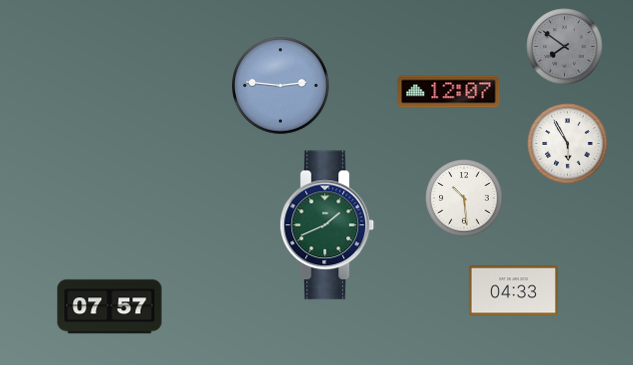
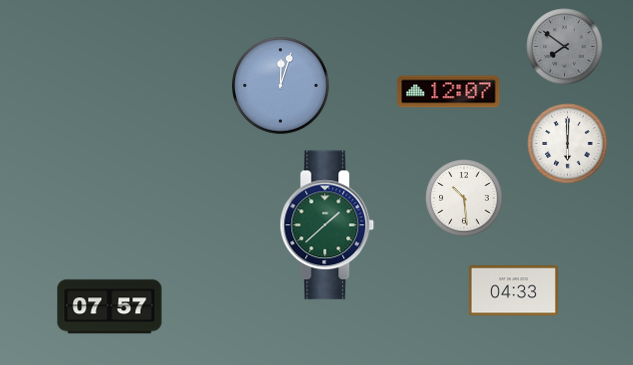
clock at (281, 86): 2:46 -> 12:03
clock at (568, 144): 5:55 -> 6:00
clock at (327, 225): 1:41 -> 1:38
